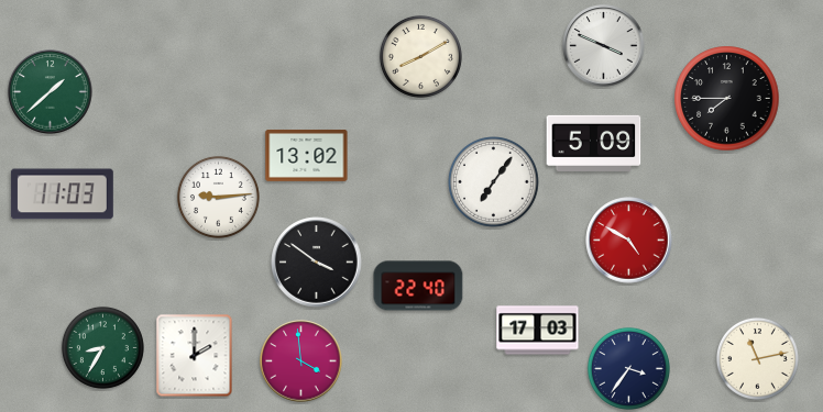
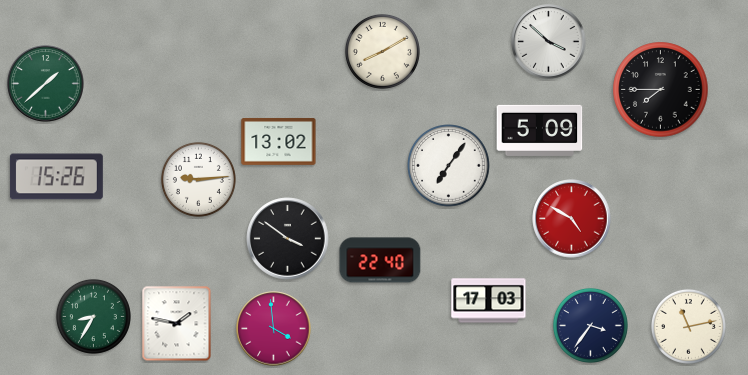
clock at (604, 46): 3:49 -> 3:52
clock at (62, 194): 11:03 -> 15:26
clock at (195, 356): 2:00 -> 1:47
clock at (628, 368) position: (628, 368) -> (590, 325)
